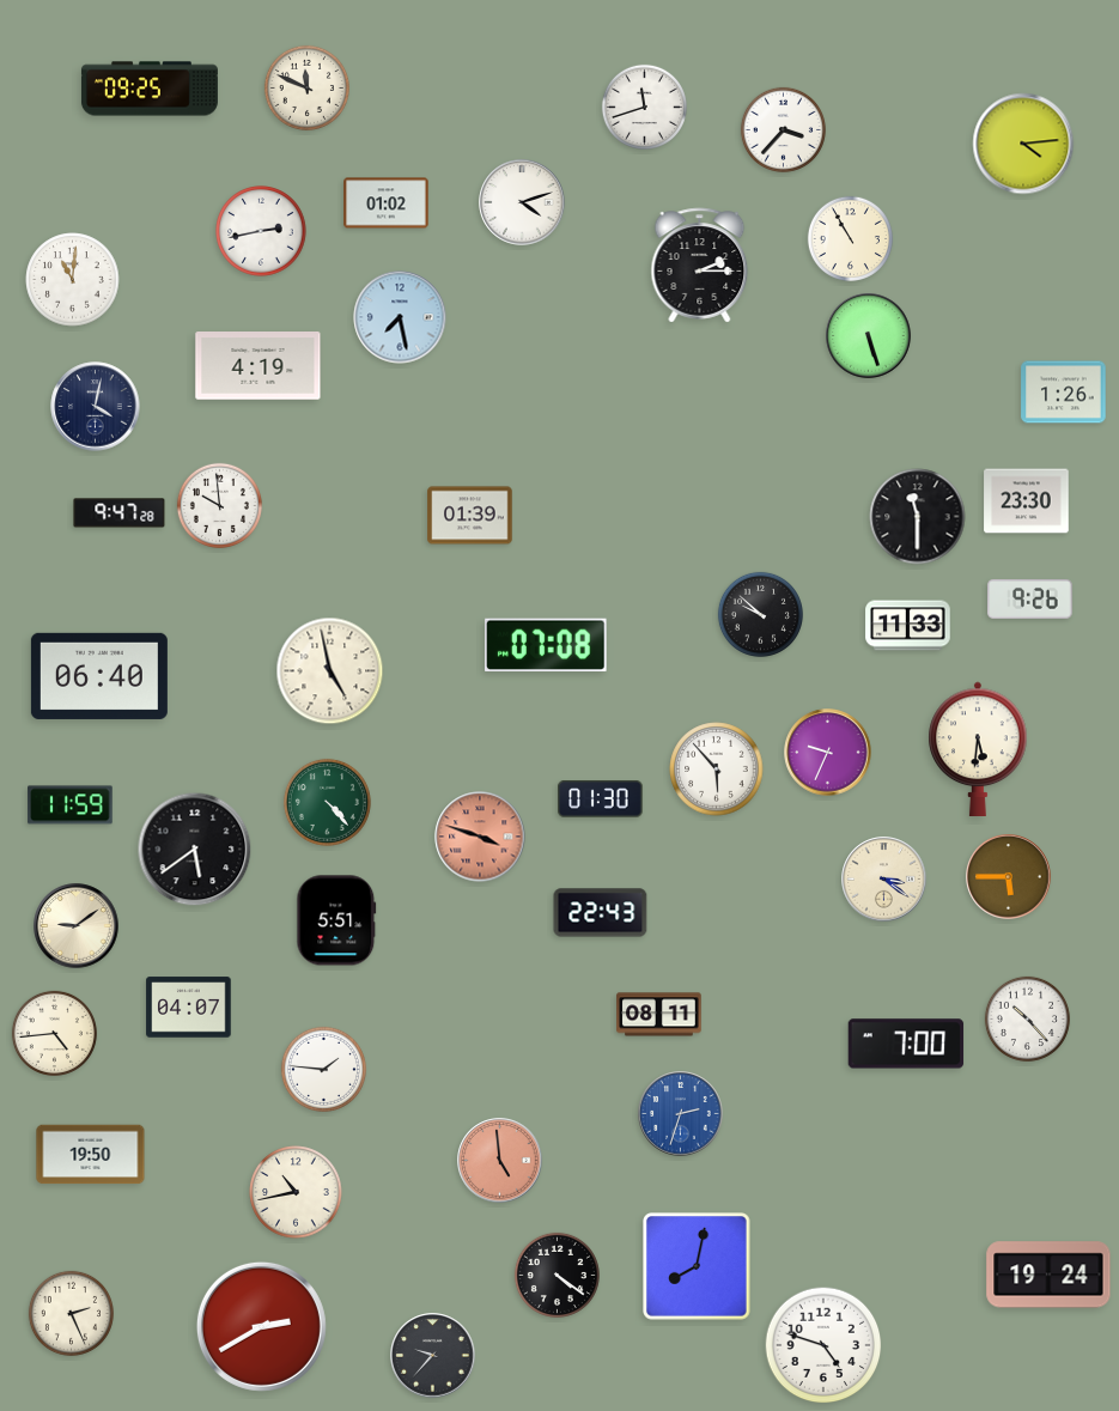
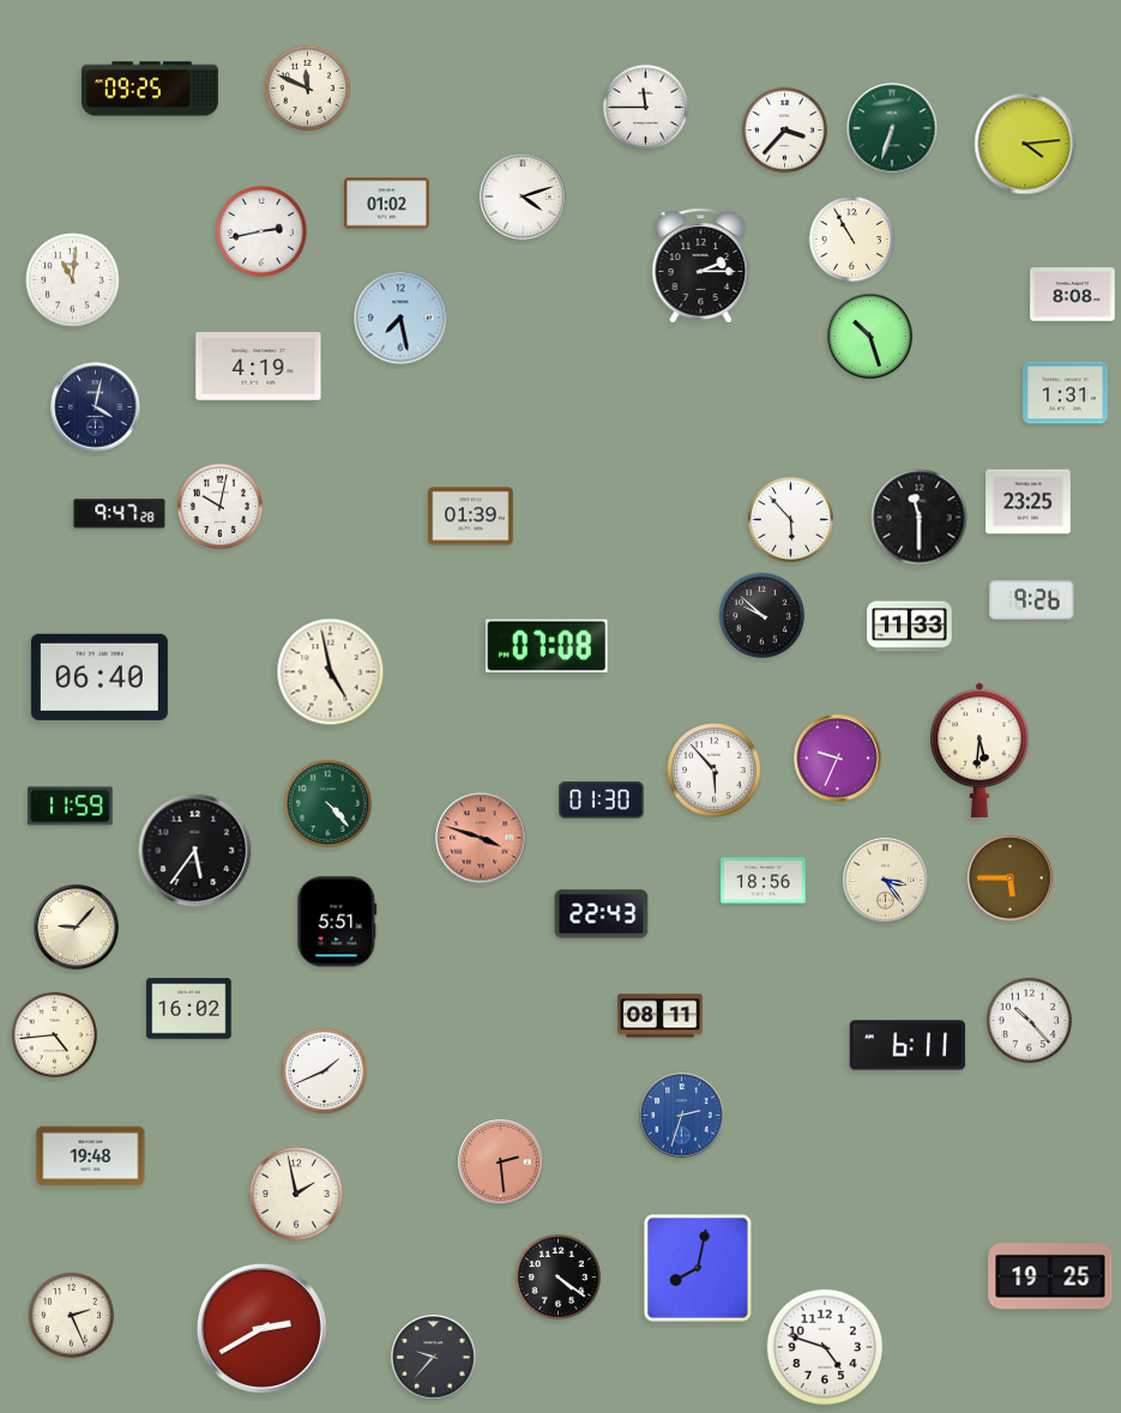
clock at (644, 107): 11:42 -> 11:45
clock at (892, 128): none -> 6:33
clock at (522, 202) position: (522, 202) -> (523, 197)
clock at (1073, 295): none -> 8:08
clock at (869, 336): 5:27 -> 10:27
clock at (1064, 393): 1:26 -> 1:31
clock at (1027, 501): 23:30 -> 23:25
clock at (219, 505): 9:59 -> 10:02
clock at (790, 519): none -> 5:53
clock at (828, 753) position: (828, 753) -> (838, 759)
clock at (717, 770) position: (717, 770) -> (715, 771)
clock at (195, 850): 5:39 -> 5:36
clock at (764, 881): none -> 18:56
clock at (884, 880): 3:21 -> 3:24
clock at (77, 926): 9:09 -> 9:07
clock at (189, 1008): 04:07 -> 16:02
clock at (906, 1044): 7:00 -> 6:11
clock at (323, 1069): 1:46 -> 1:41
clock at (91, 1155): 19:50 -> 19:48
clock at (500, 1161): 4:59 -> 2:29
clock at (296, 1192): 10:43 -> 1:58
clock at (1048, 1275): 19:24 -> 19:25
